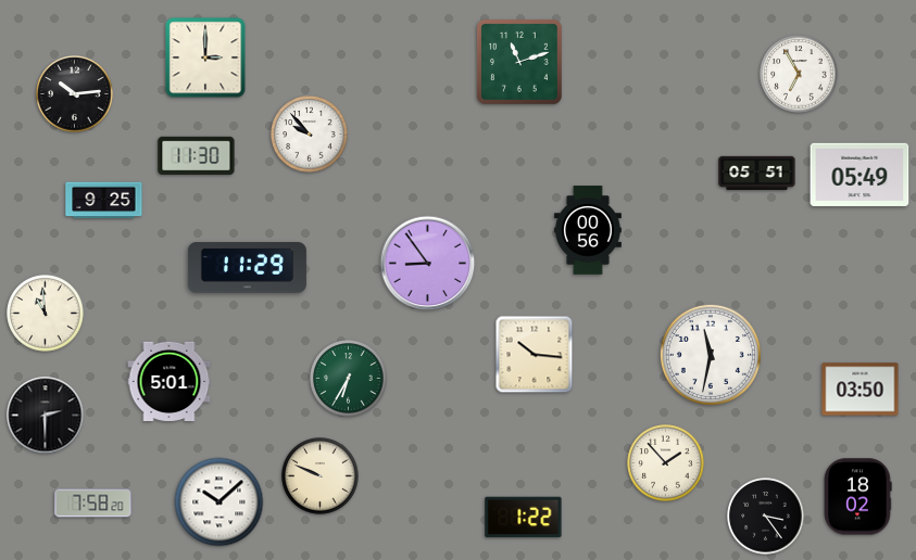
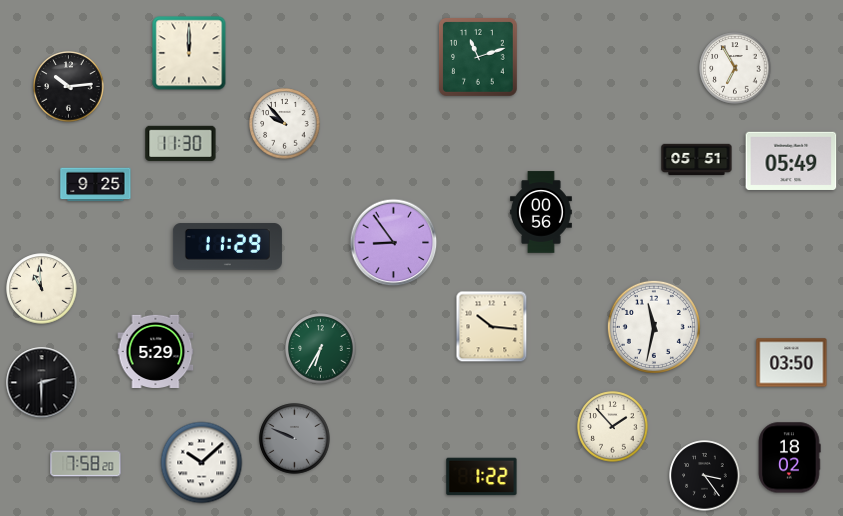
clock at (205, 58): 3:00 -> 12:00
clock at (170, 381): 5:01 -> 5:29
clock at (861, 390) position: (861, 390) -> (792, 363)
clock at (321, 476) dial: cream -> grey
